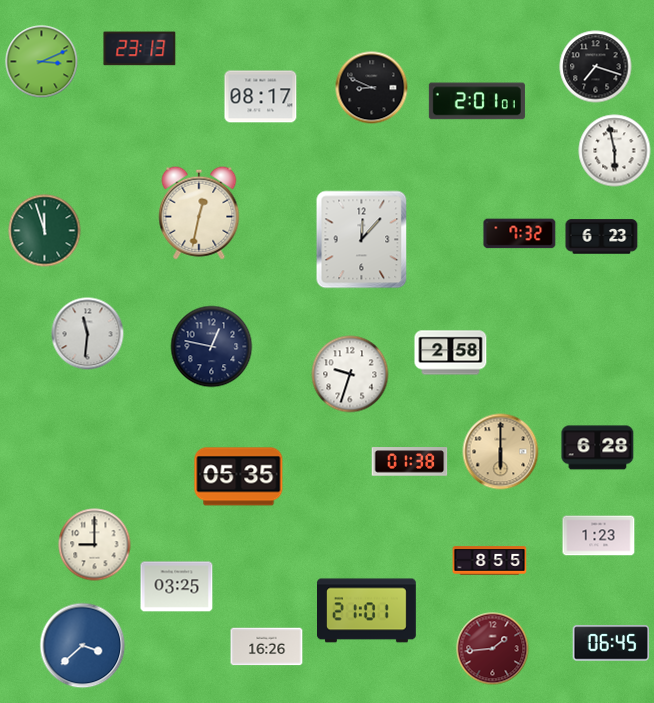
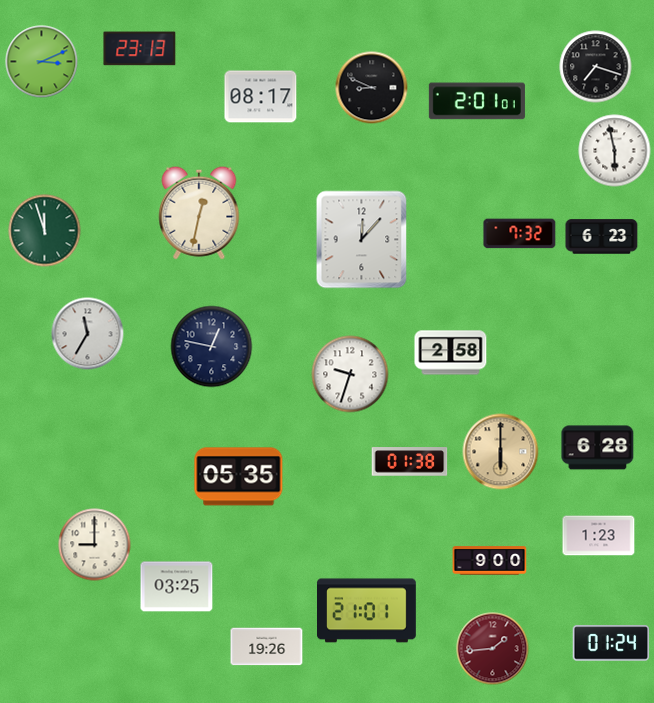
clock at (88, 334): 11:31 -> 11:35
clock at (490, 561): 8:55 -> 9:00
clock at (611, 643): 06:45 -> 01:24
clock at (83, 646): 3:38 -> none
clock at (267, 647): 16:26 -> 19:26
